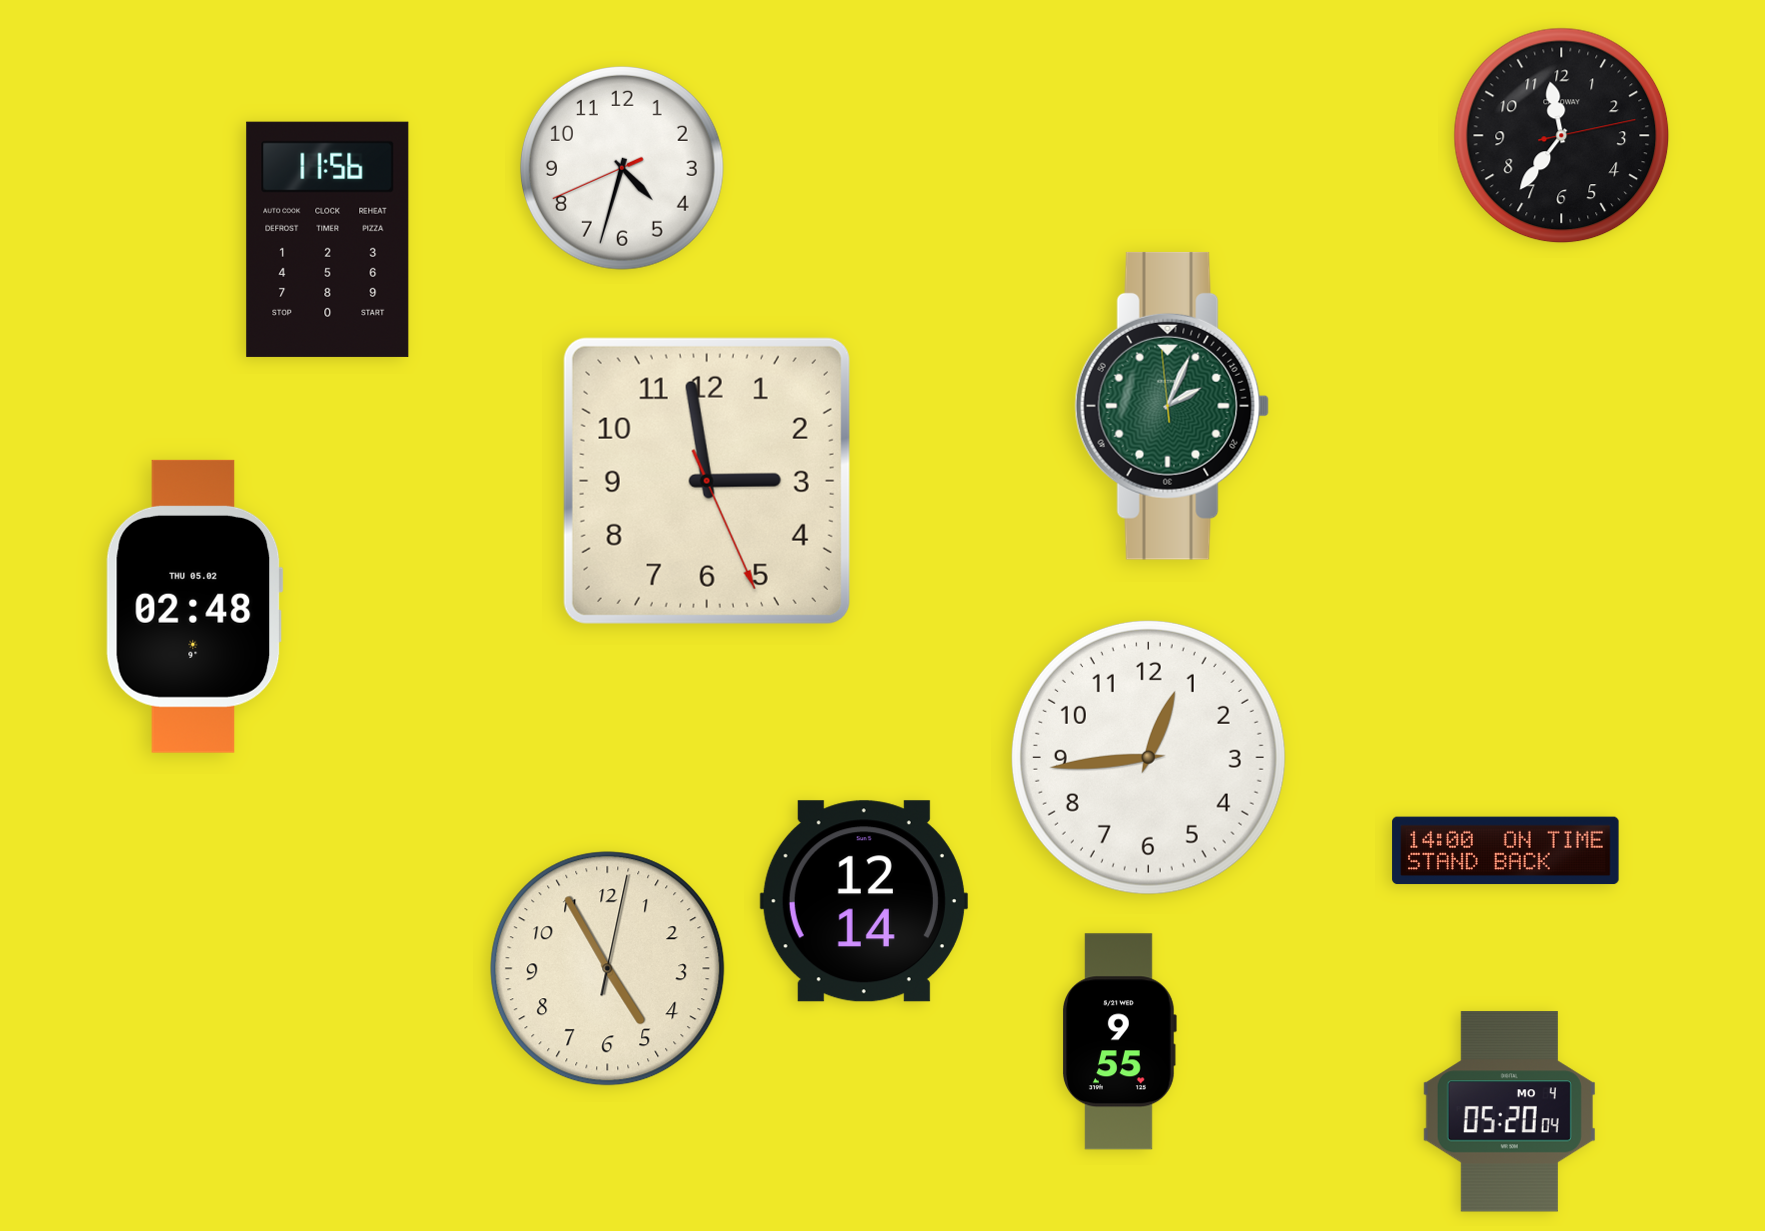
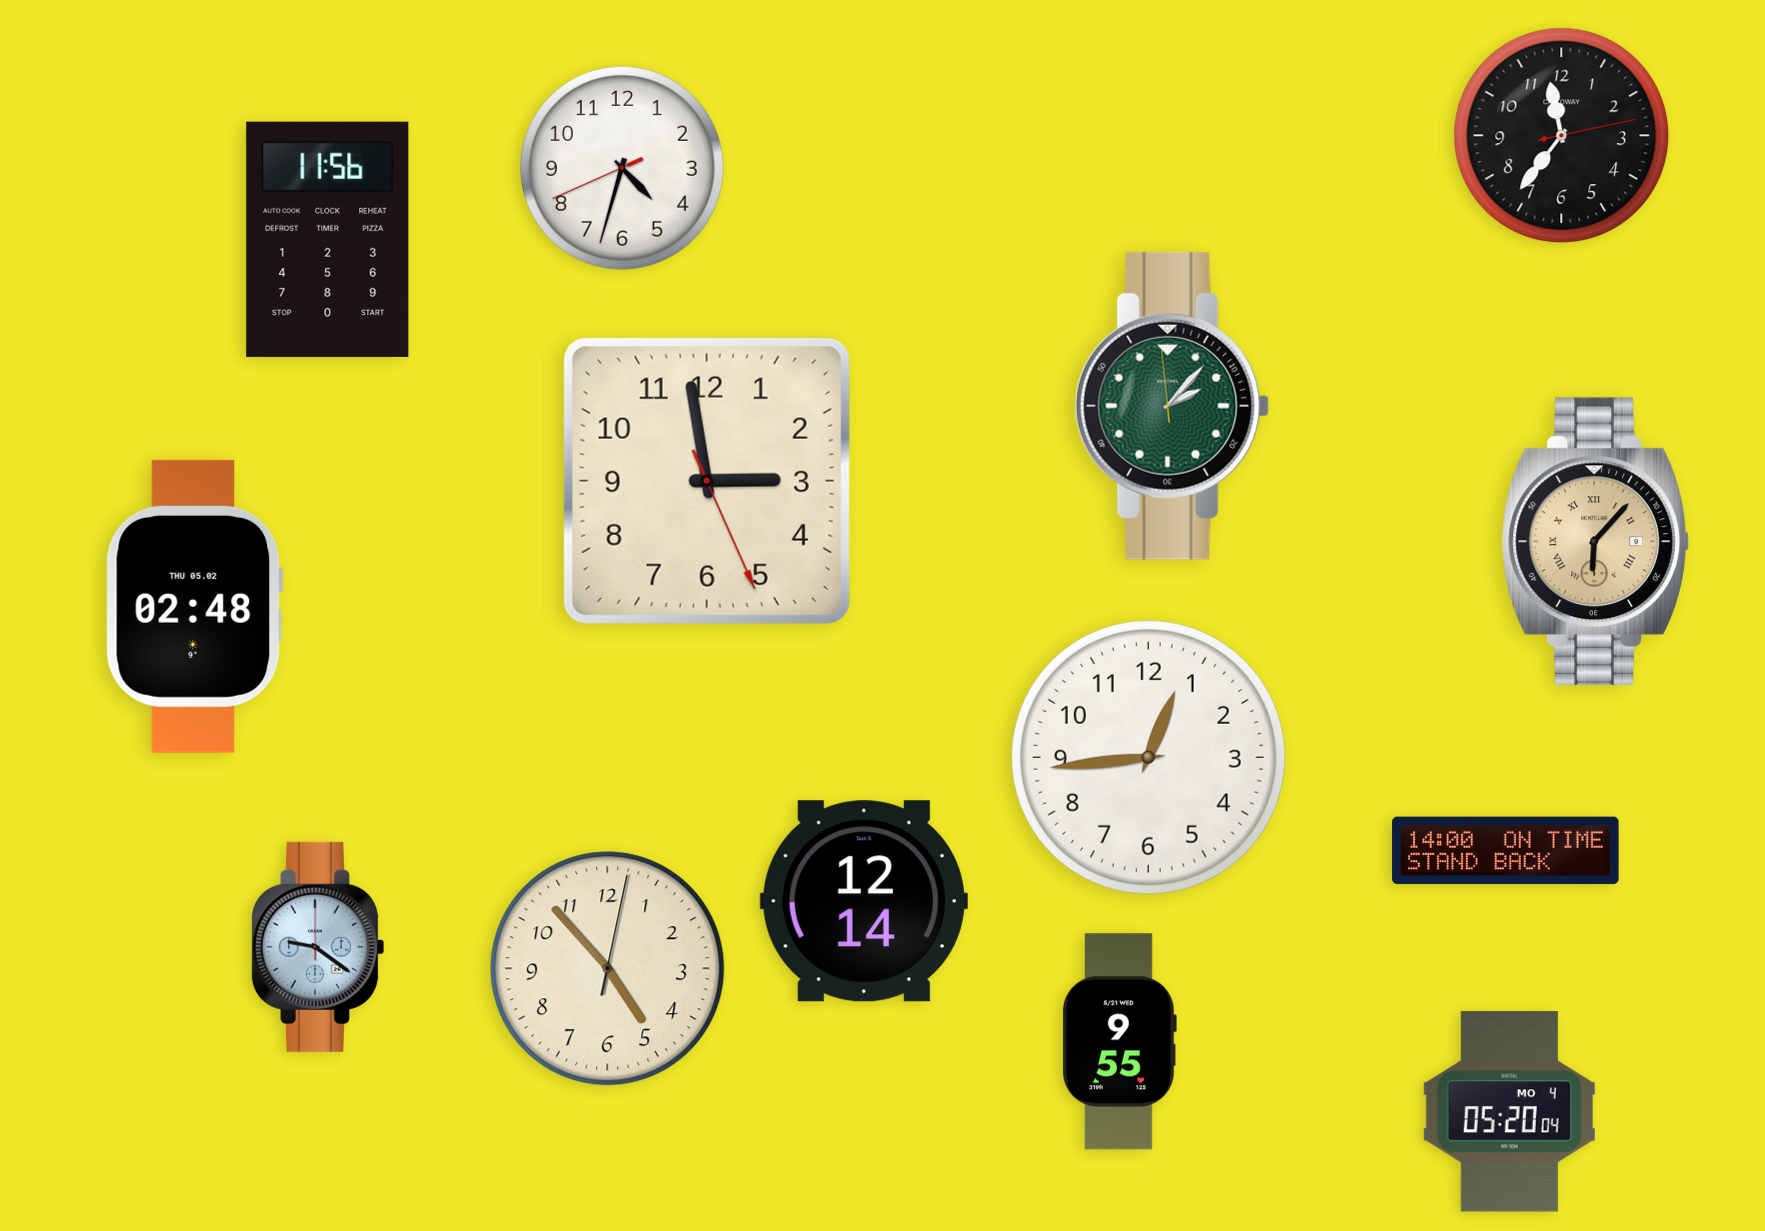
clock at (1172, 406): 2:03 -> 2:06
clock at (1595, 541): none -> 6:07
clock at (317, 947): none -> 9:21
clock at (608, 969): 4:55 -> 4:53
